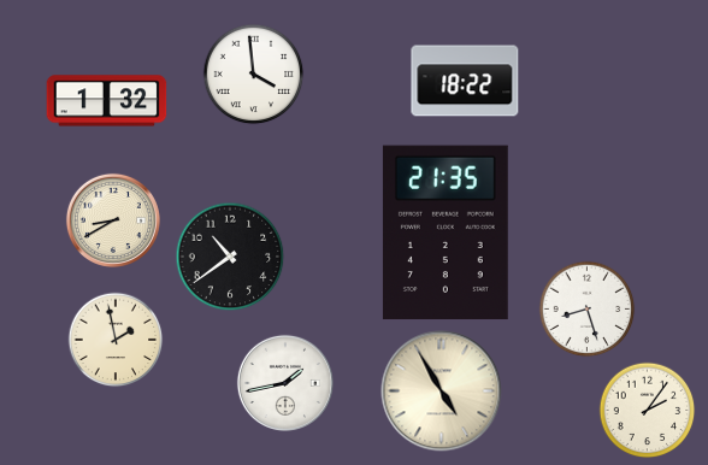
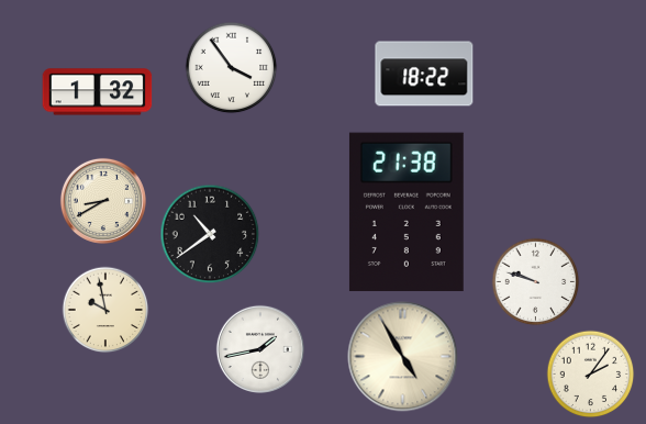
clock at (253, 73): 3:59 -> 3:54
clock at (446, 232): 21:35 -> 21:38
clock at (586, 308): 8:27 -> 9:48
clock at (116, 340): 1:58 -> 9:58
